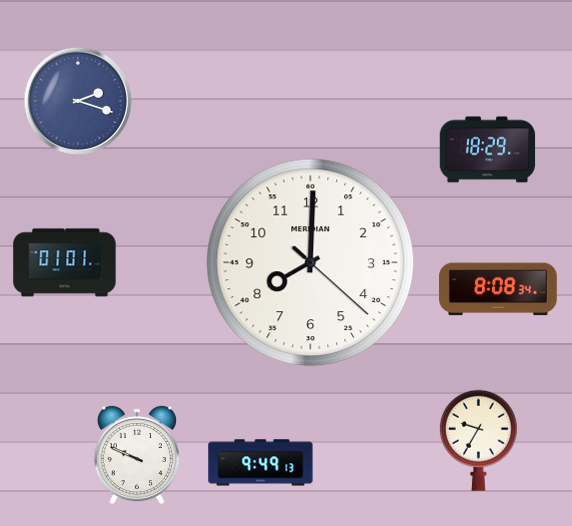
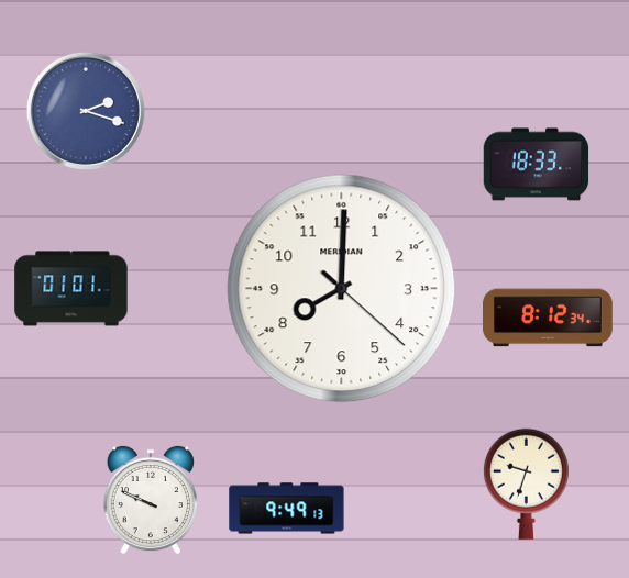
clock at (488, 150): 18:29 -> 18:33
clock at (499, 289): 8:08 -> 8:12
clock at (478, 440): 9:35 -> 9:33
